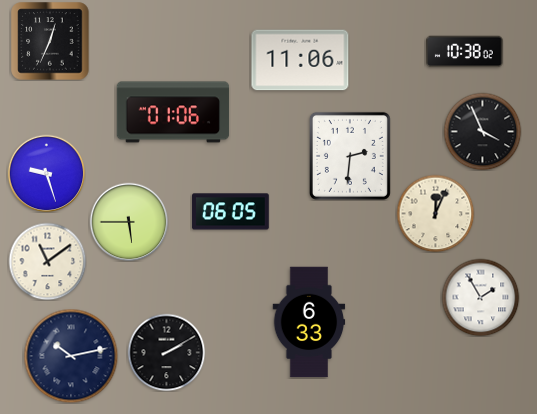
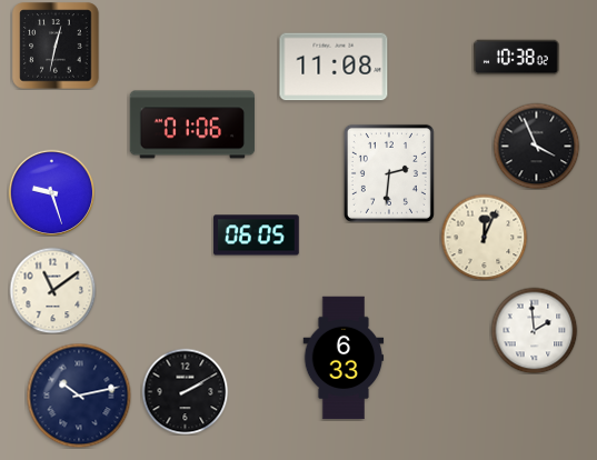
clock at (50, 41): 12:34 -> 12:32
clock at (300, 60): 11:06 -> 11:08
clock at (129, 222): 5:45 -> none
clock at (480, 297): 1:55 -> 1:59
